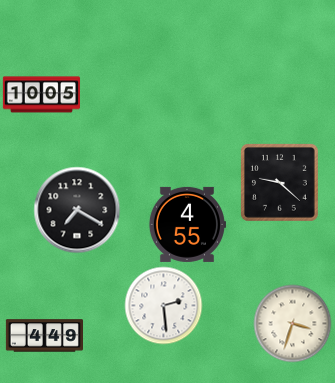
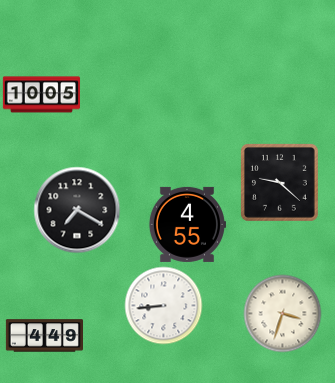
clock at (163, 305): 2:29 -> 8:44
clock at (292, 323) position: (292, 323) -> (282, 313)
